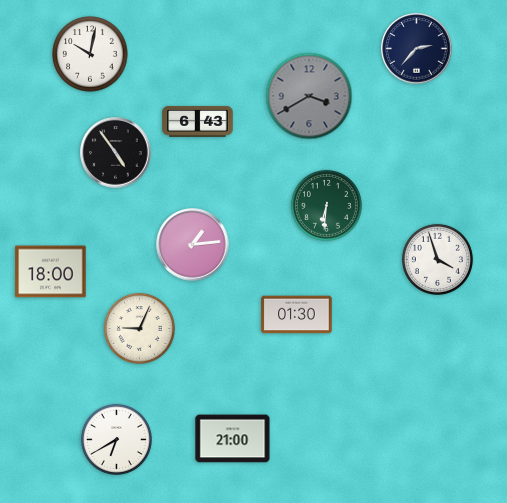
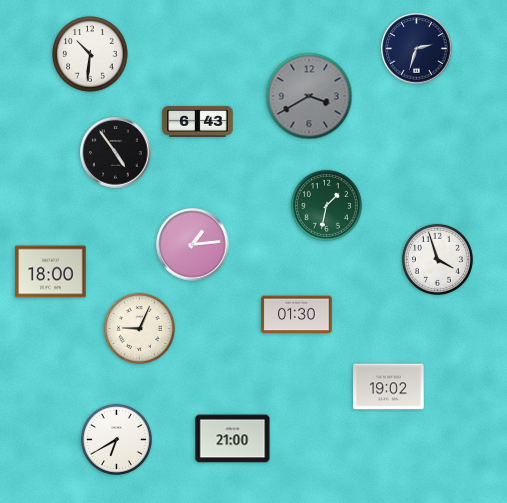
clock at (417, 49): 2:37 -> 2:33
clock at (90, 54): 10:02 -> 10:31
clock at (326, 205): 6:31 -> 1:32
clock at (389, 387): none -> 19:02
